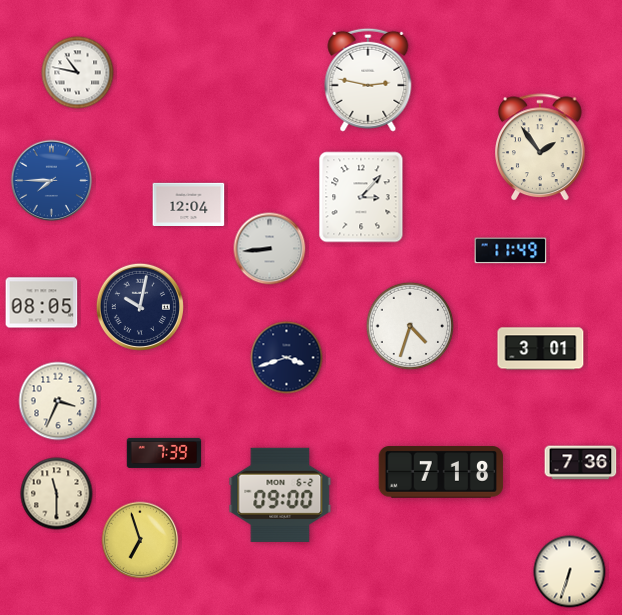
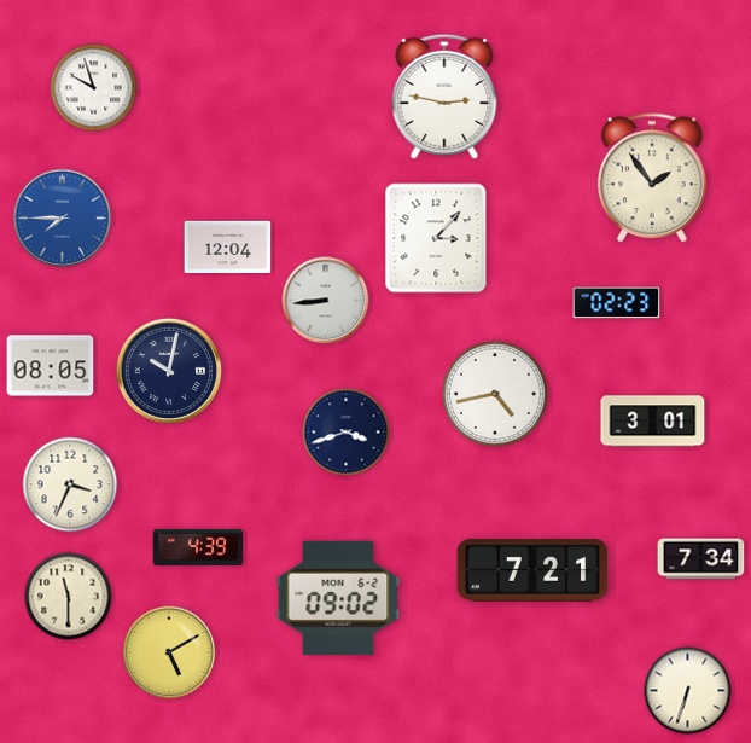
clock at (78, 73): 10:47 -> 9:57
clock at (511, 251): 11:49 -> 02:23
clock at (409, 325): 4:33 -> 4:43
clock at (164, 453): 7:39 -> 4:39
clock at (581, 463): 7:36 -> 7:34
clock at (441, 472): 7:18 -> 7:21
clock at (280, 495): 09:00 -> 09:02
clock at (140, 540): 6:57 -> 5:10
